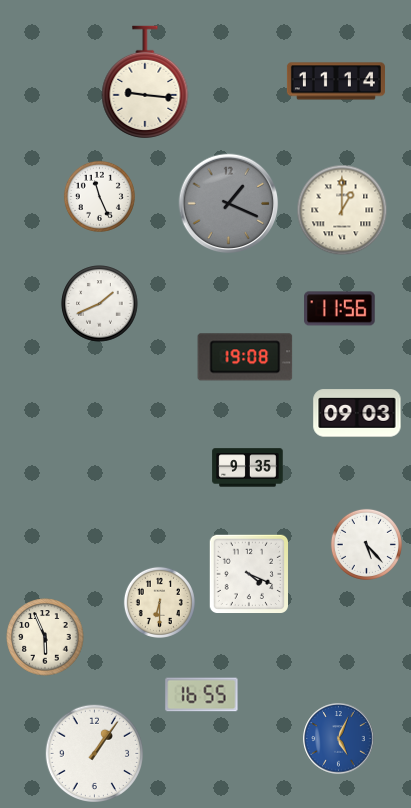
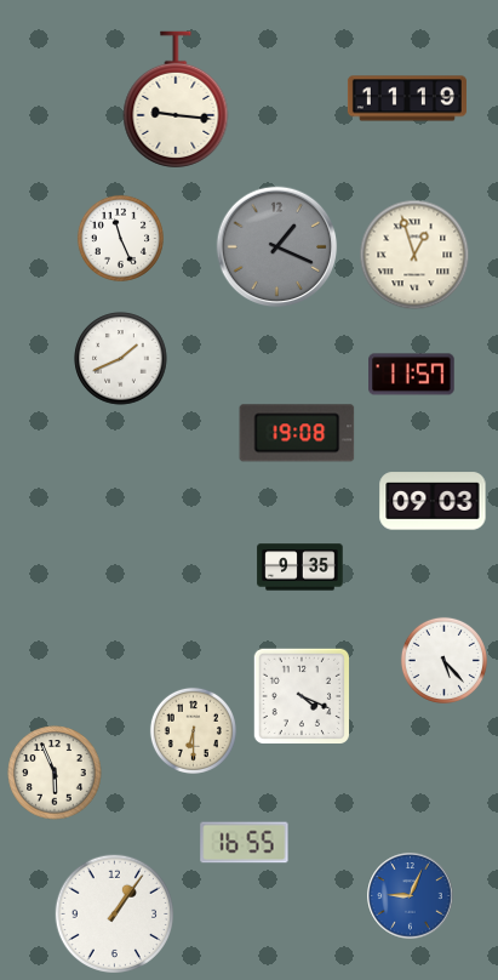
clock at (336, 81): 11:14 -> 11:19
clock at (342, 210): 1:00 -> 12:57
clock at (100, 304) position: (100, 304) -> (121, 359)
clock at (340, 309): 11:56 -> 11:57
clock at (339, 739): 5:04 -> 9:04
